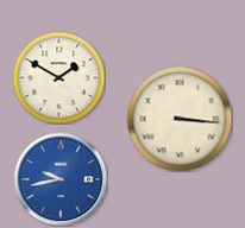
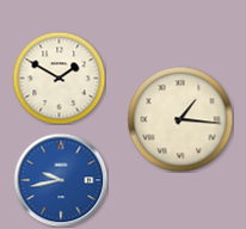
clock at (180, 119): 3:16 -> 1:16
